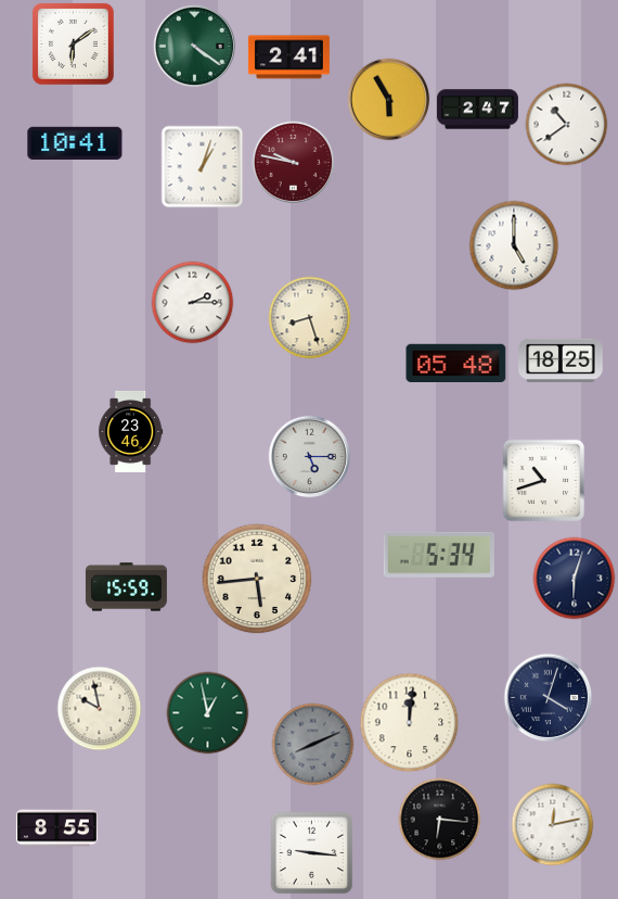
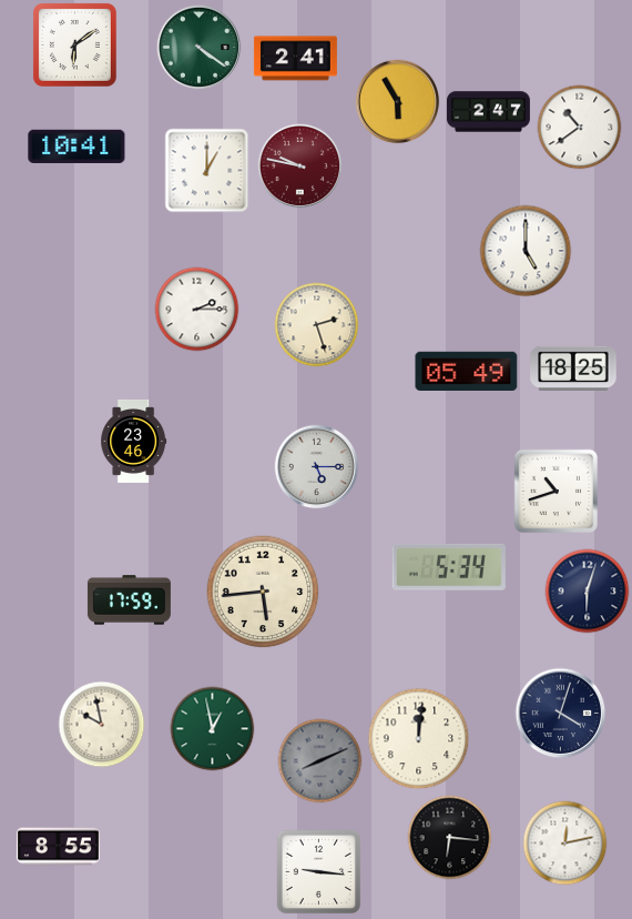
clock at (203, 167): 1:03 -> 1:00
clock at (310, 318): 8:27 -> 2:27
clock at (456, 363): 05:48 -> 05:49
clock at (126, 587): 15:59 -> 17:59
